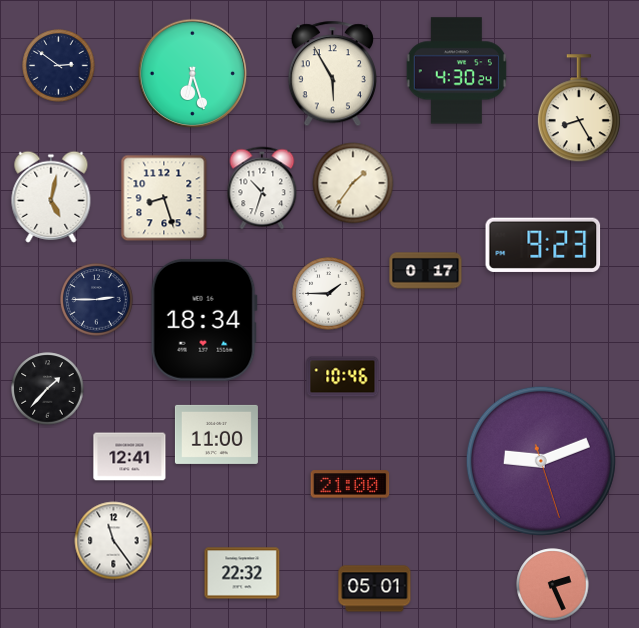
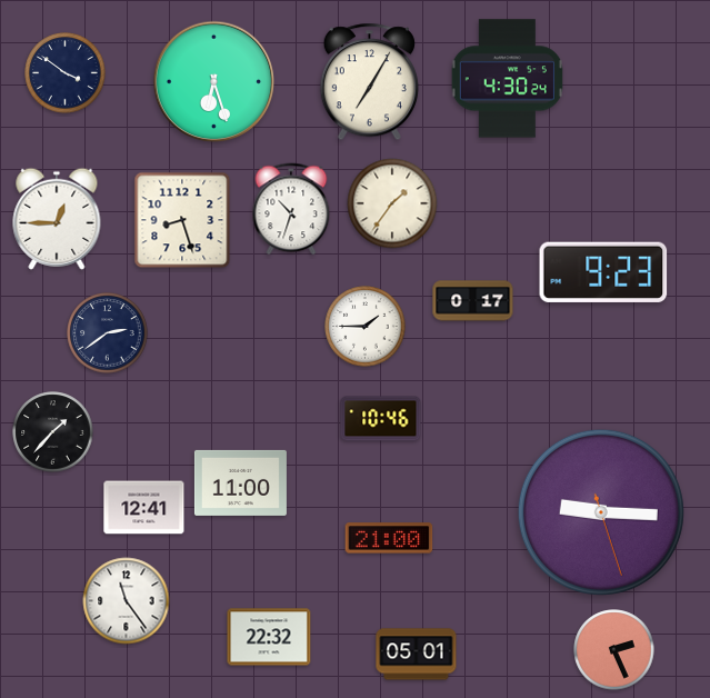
clock at (59, 66): 2:51 -> 3:51
clock at (332, 74): 5:55 -> 7:05
clock at (579, 109): 8:25 -> none
clock at (51, 197): 5:02 -> 12:45
clock at (97, 300): 2:45 -> 2:39
clock at (204, 320): 18:34 -> none
clock at (541, 461): 9:11 -> 9:15
